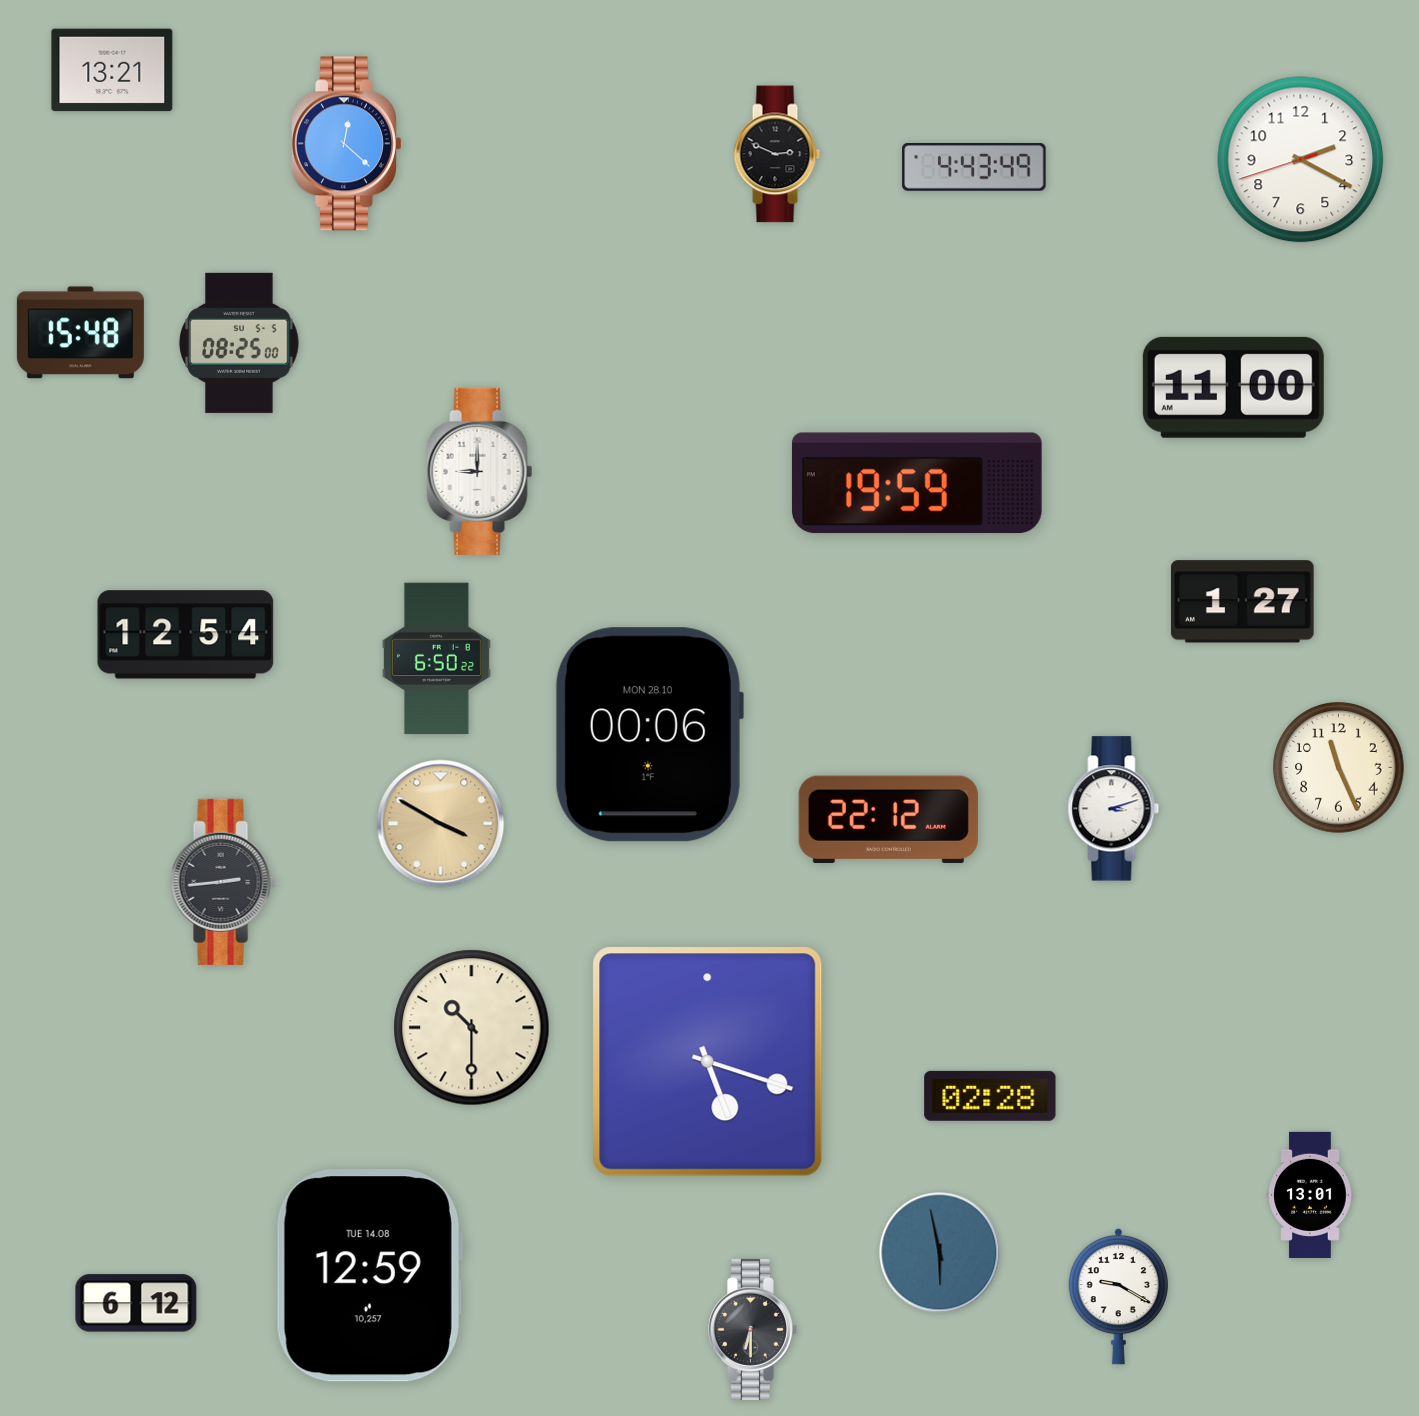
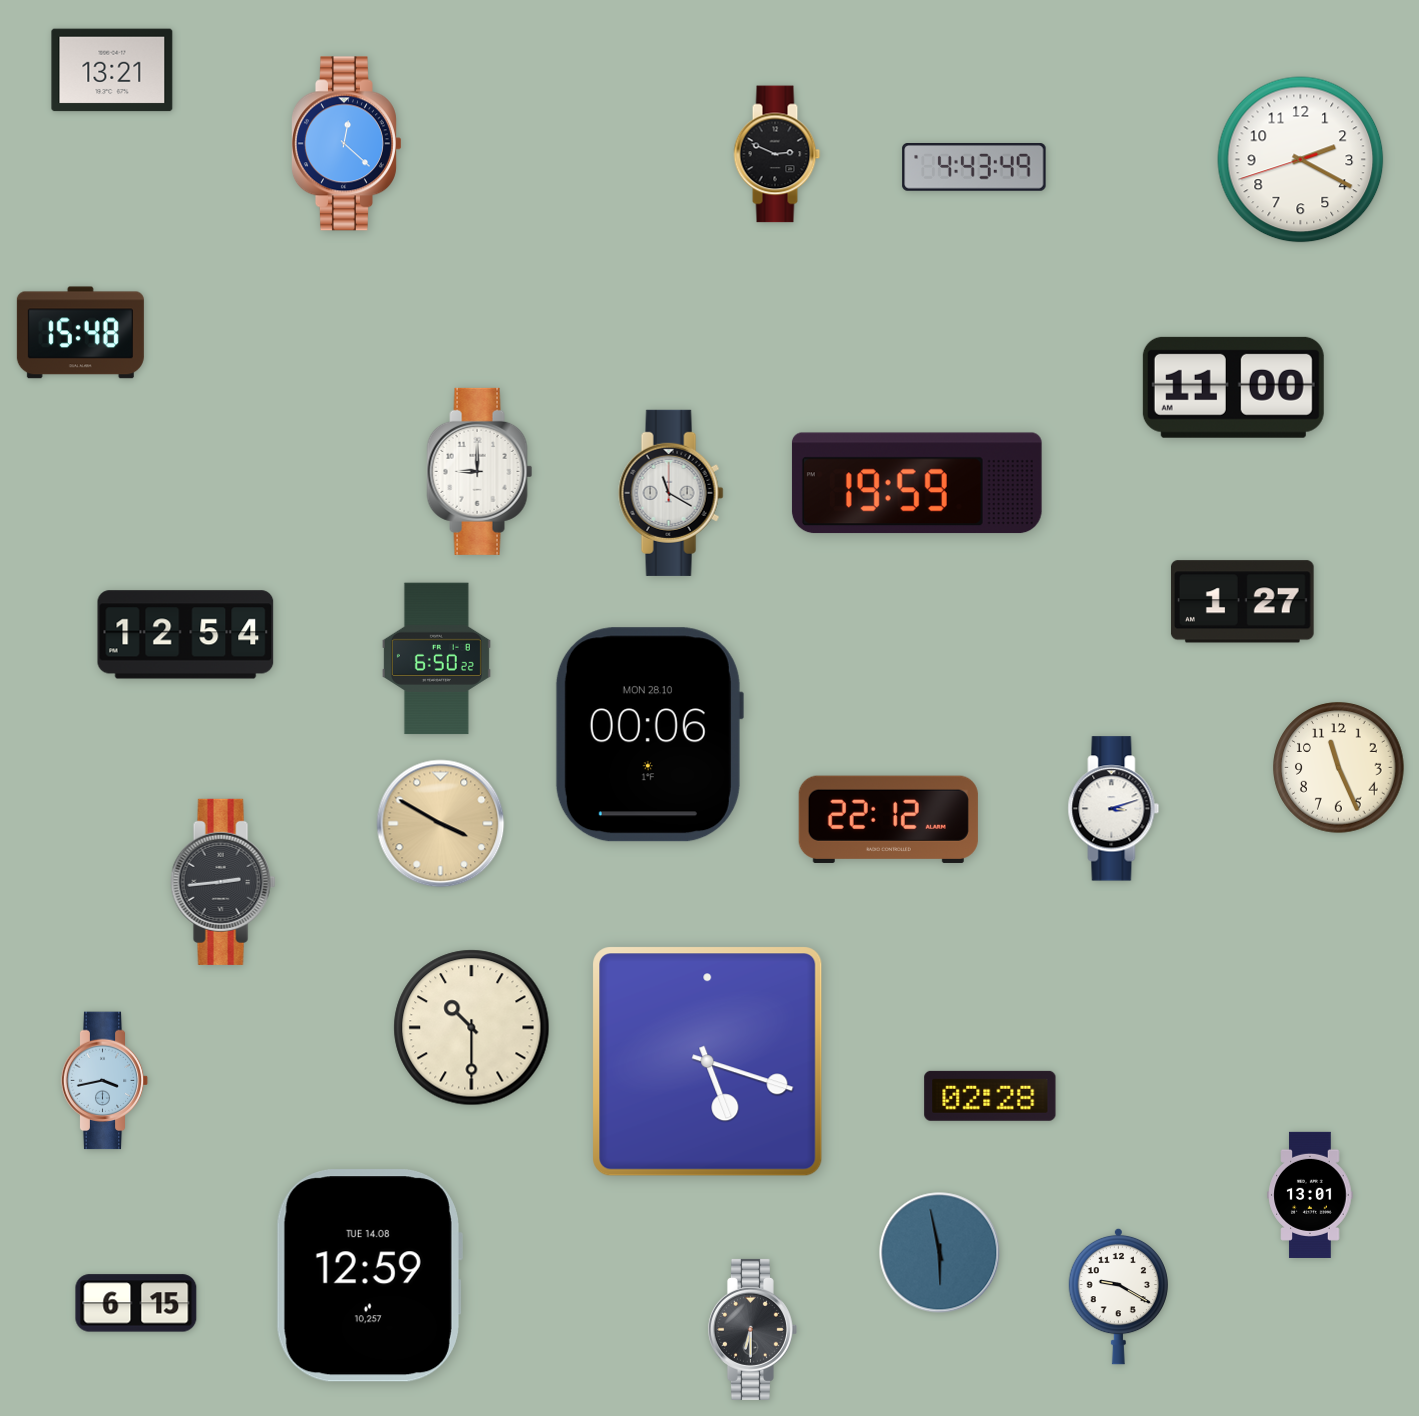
clock at (239, 343): 08:25 -> none
clock at (671, 493): none -> 11:20
clock at (105, 1081): none -> 3:43
clock at (136, 1303): 6:12 -> 6:15
